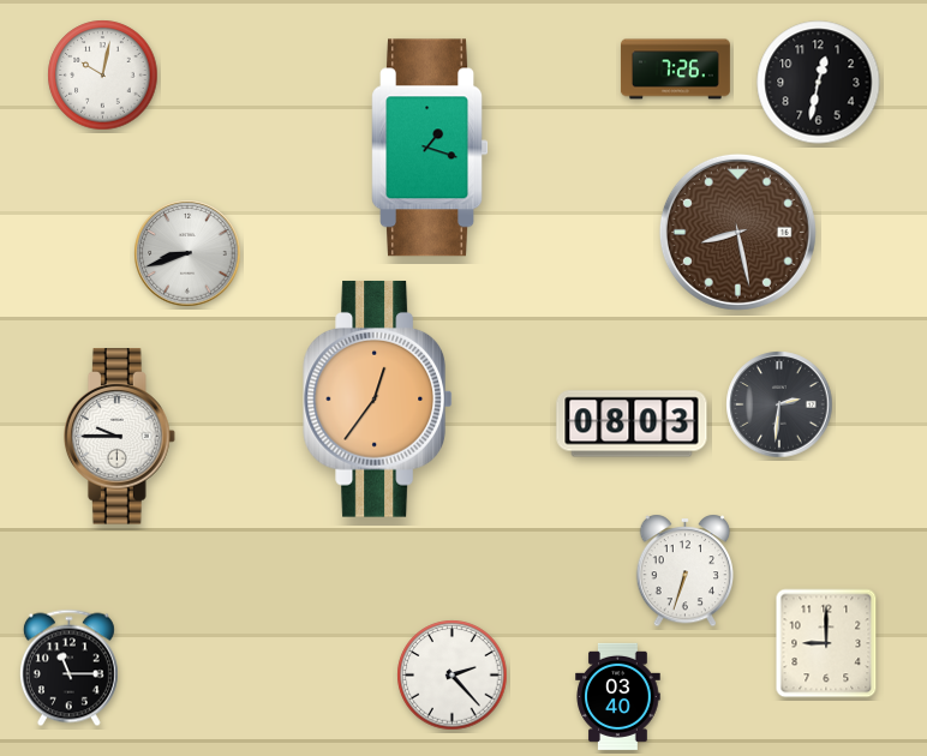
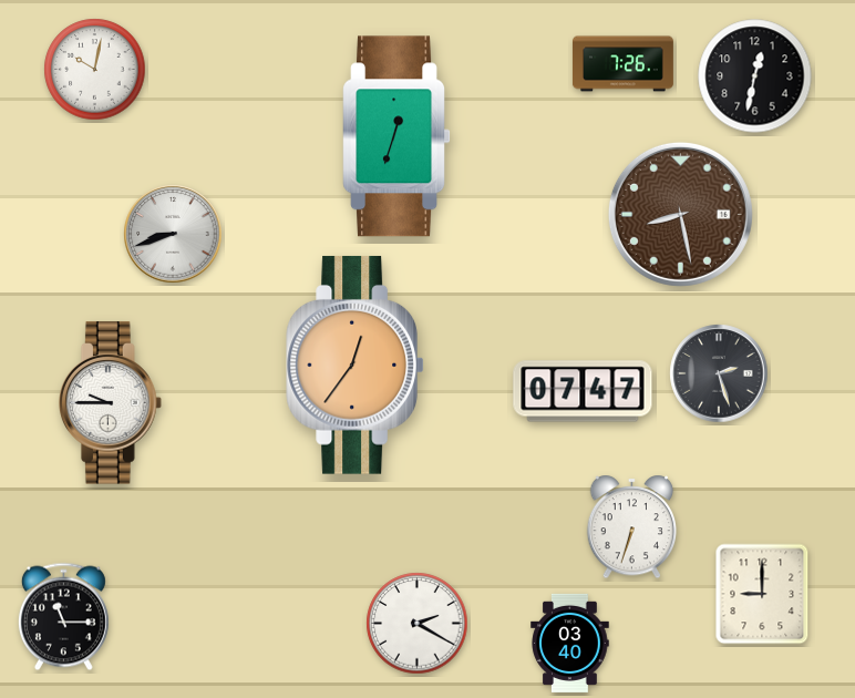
clock at (430, 148): 1:18 -> 12:33
clock at (377, 398) position: (377, 398) -> (354, 365)
clock at (779, 404): 2:31 -> 2:27
clock at (632, 424): 08:03 -> 07:47
clock at (453, 676): 2:23 -> 2:20
